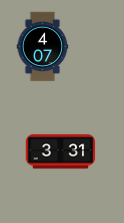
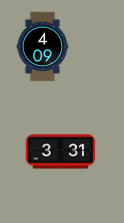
clock at (43, 47): 4:07 -> 4:09
